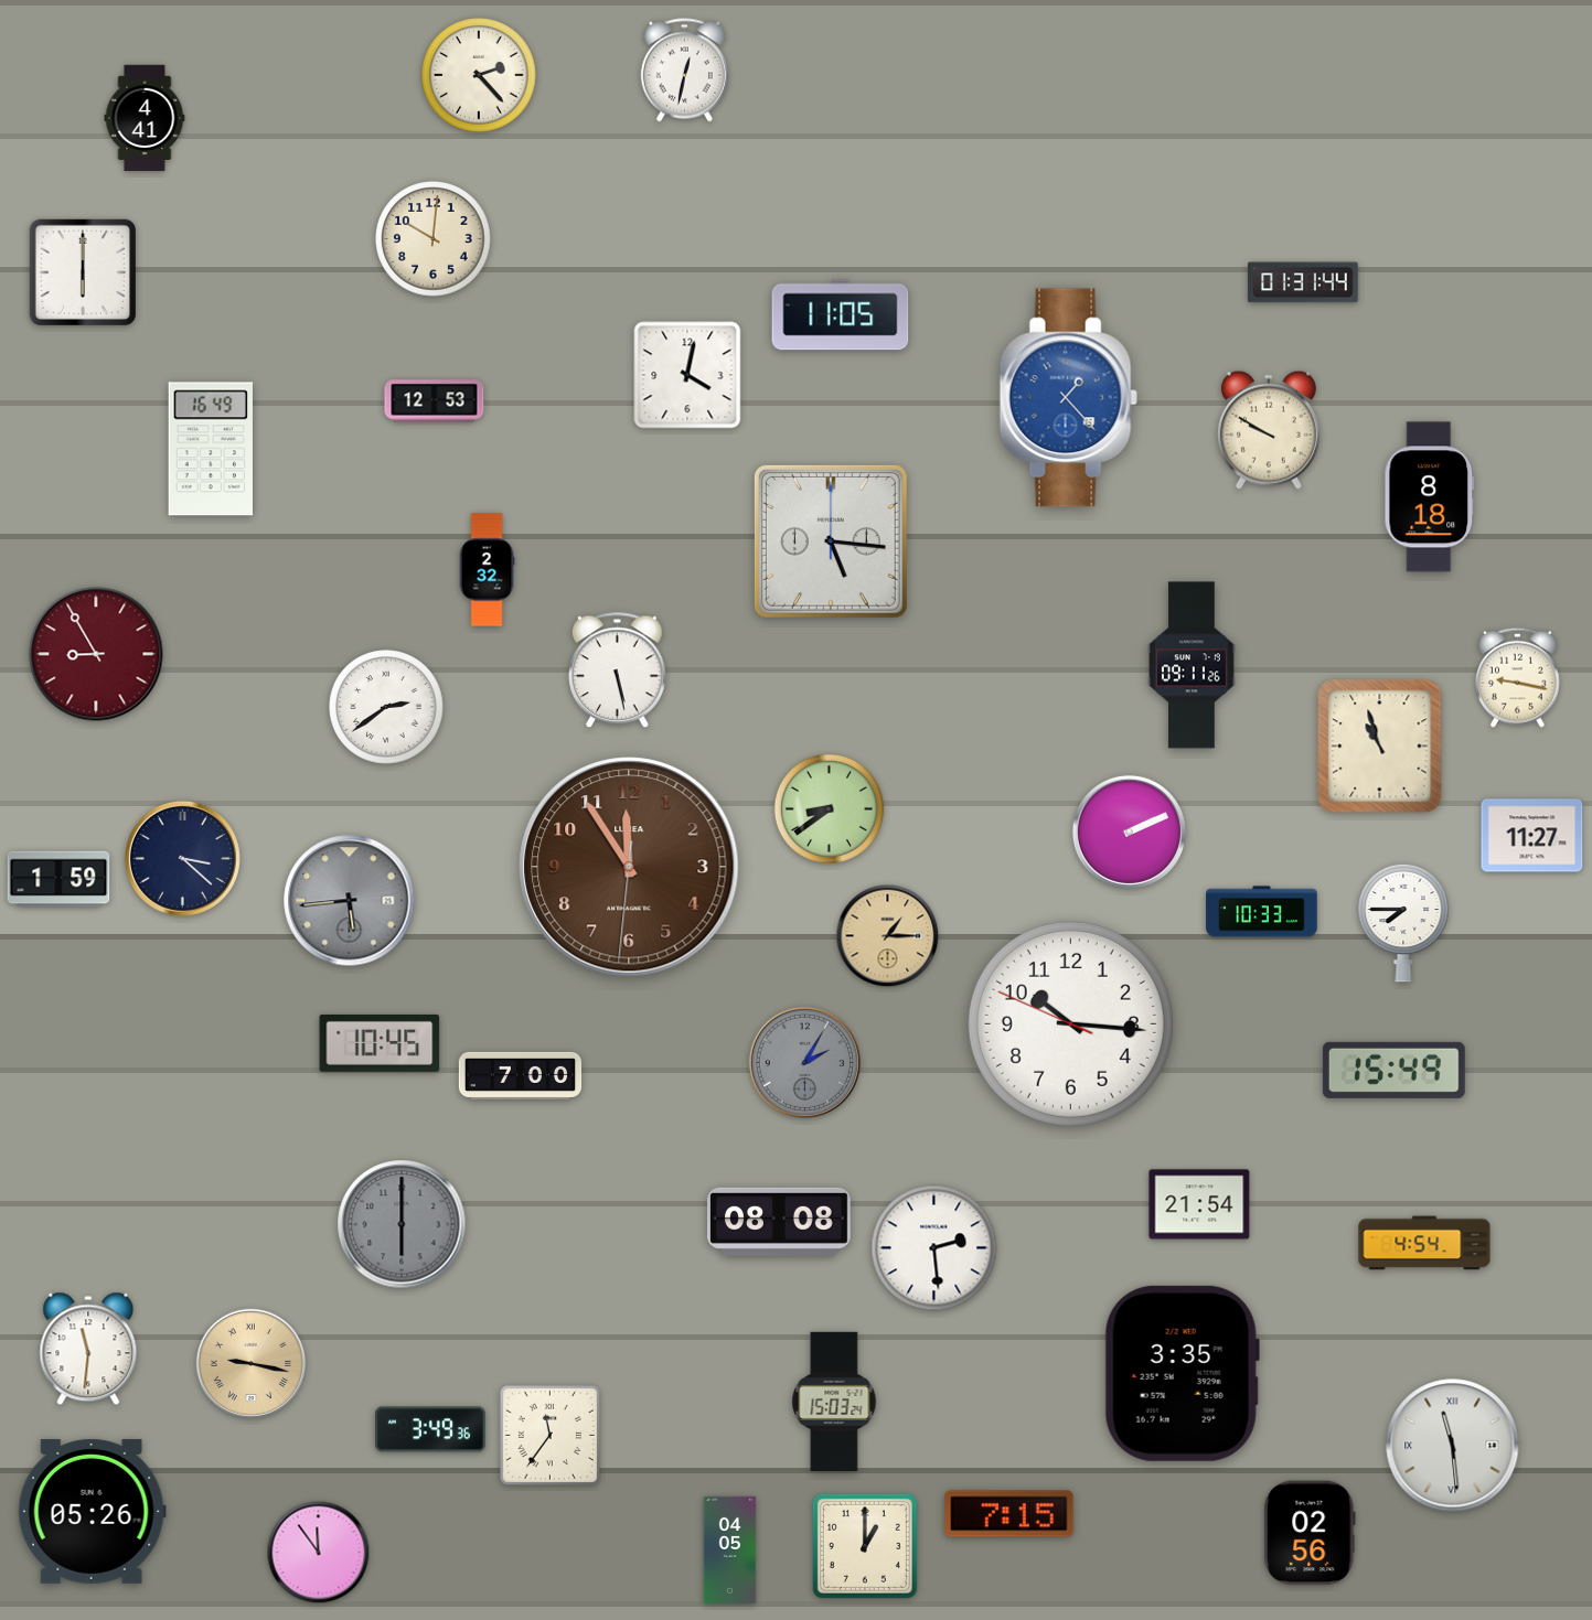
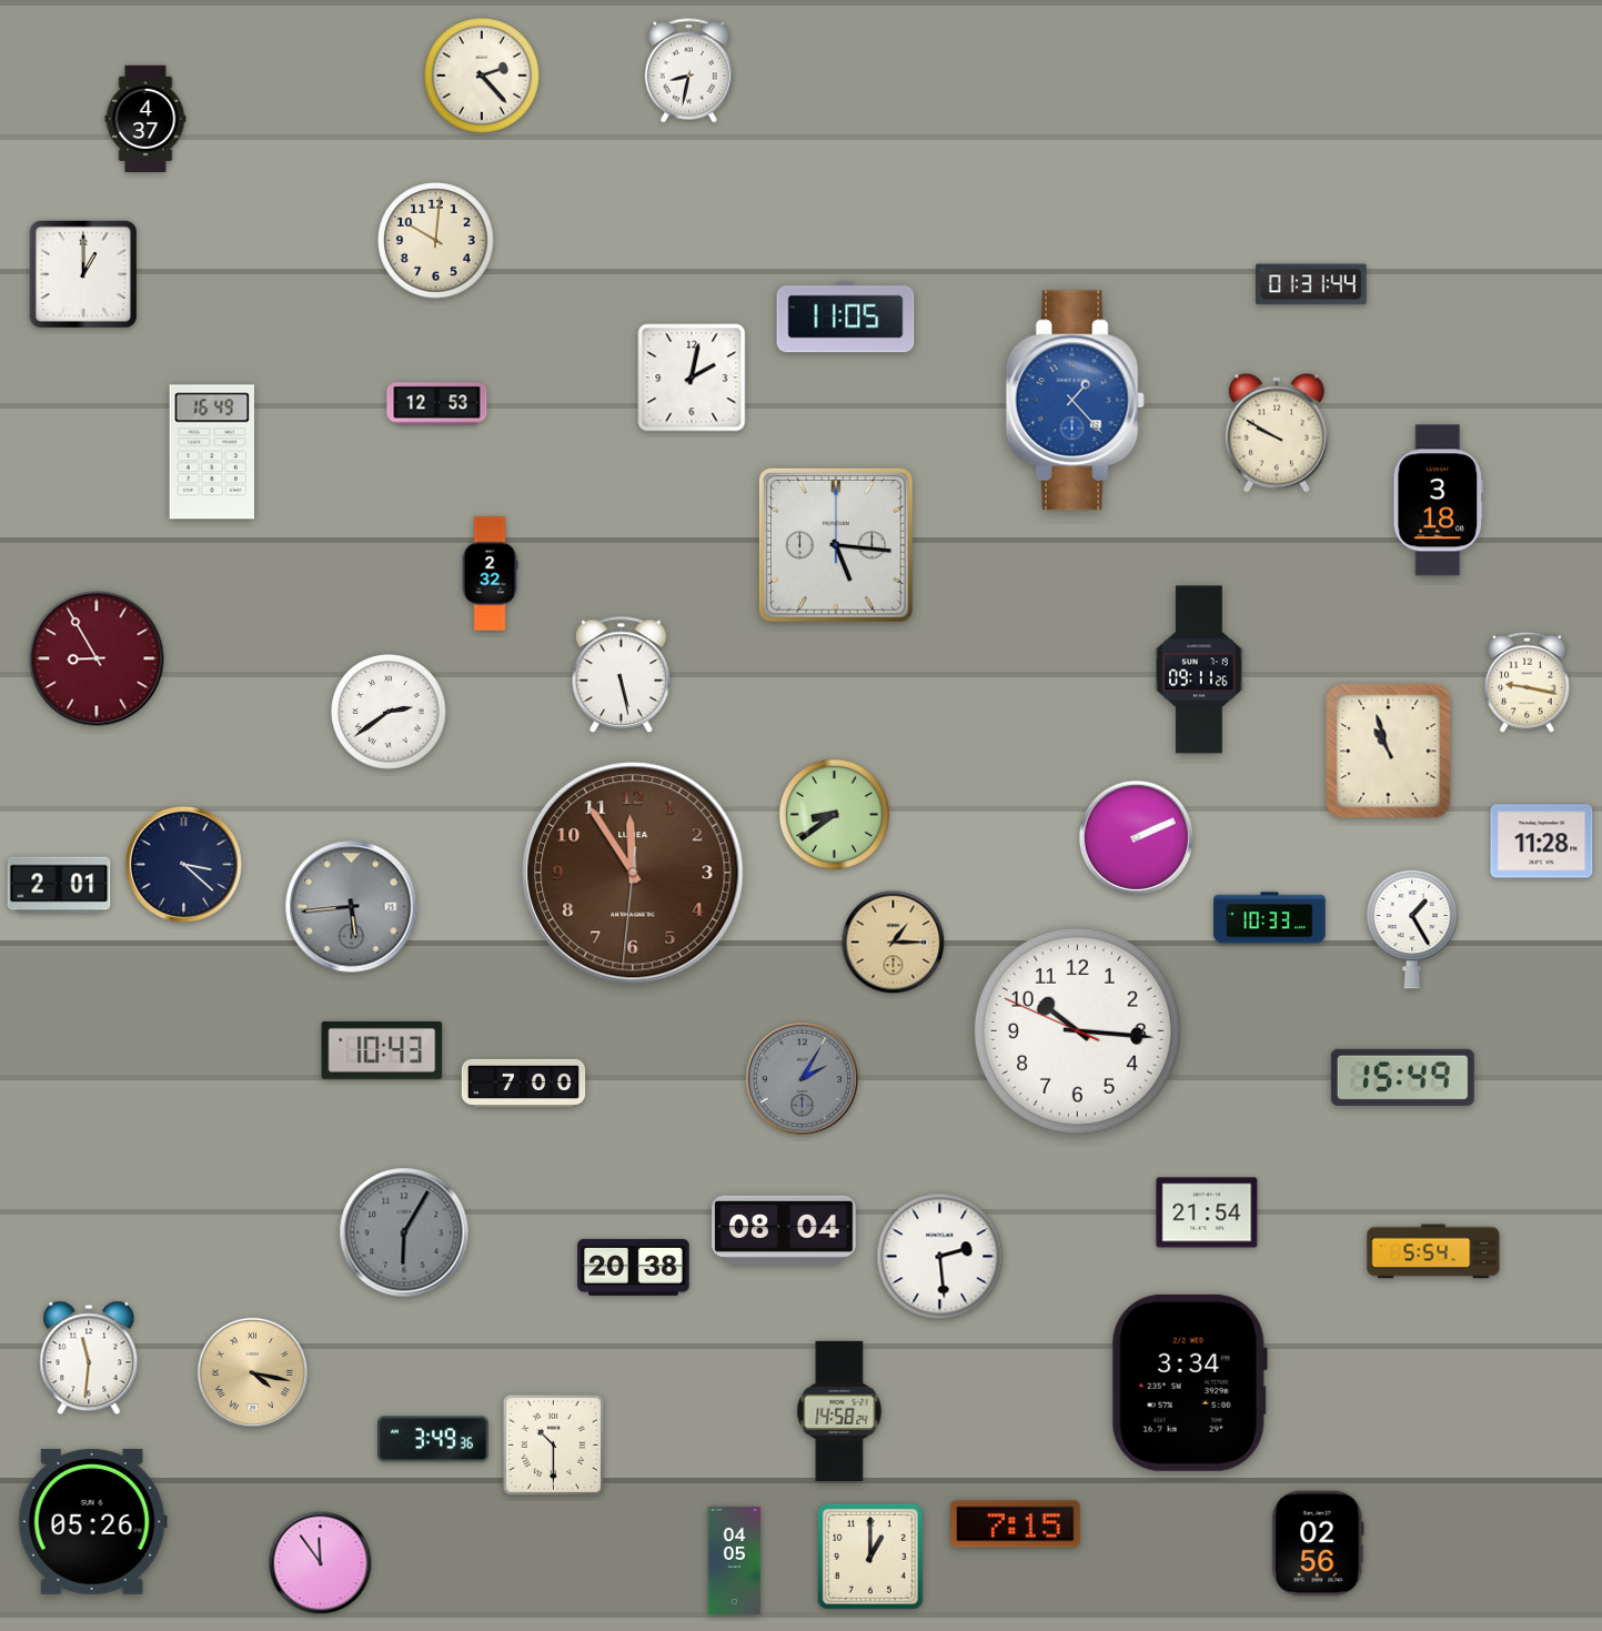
clock at (684, 71): 12:32 -> 8:32
clock at (145, 118): 4:41 -> 4:37
clock at (82, 271): 6:00 -> 1:00
clock at (687, 375): 4:02 -> 2:02
clock at (1430, 497): 8:18 -> 3:18
clock at (1532, 836): 11:27 -> 11:28
clock at (58, 879): 1:59 -> 2:01
clock at (1403, 923): 7:45 -> 1:25
clock at (380, 1043): 10:45 -> 10:43
clock at (804, 1062) position: (804, 1062) -> (802, 1078)
clock at (780, 1222): 08:08 -> 08:04
clock at (402, 1224): 6:00 -> 6:05
clock at (1424, 1243): 4:54 -> 5:54
clock at (634, 1267): none -> 20:38
clock at (250, 1363): 9:17 -> 4:17
clock at (1182, 1373): 3:35 -> 3:34
clock at (834, 1401): 15:03 -> 14:58
clock at (549, 1435): 11:36 -> 10:30
clock at (1453, 1446): 11:29 -> none
